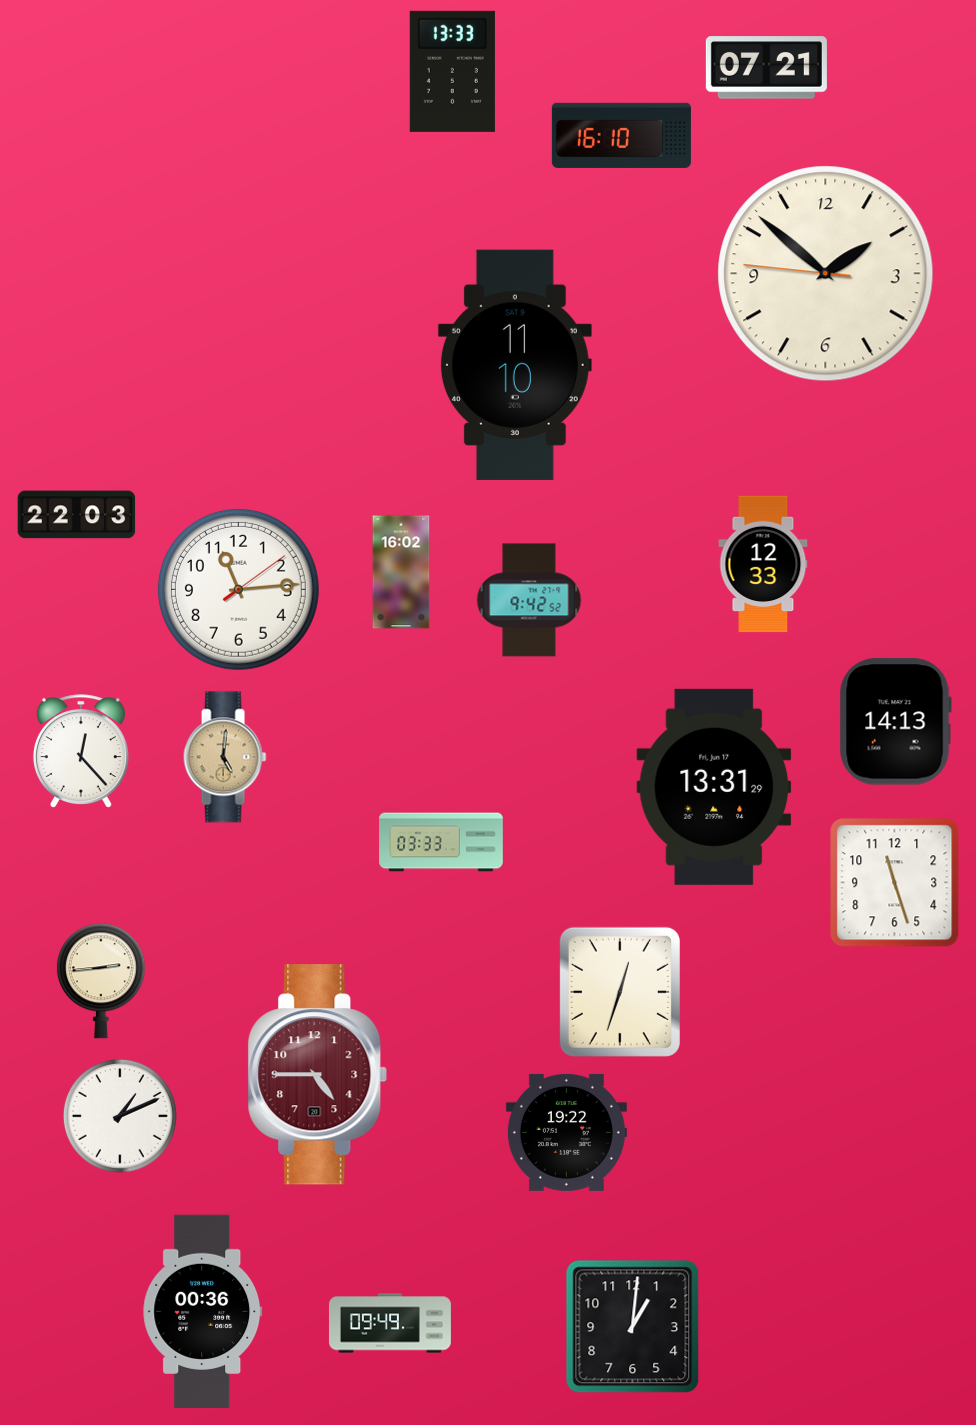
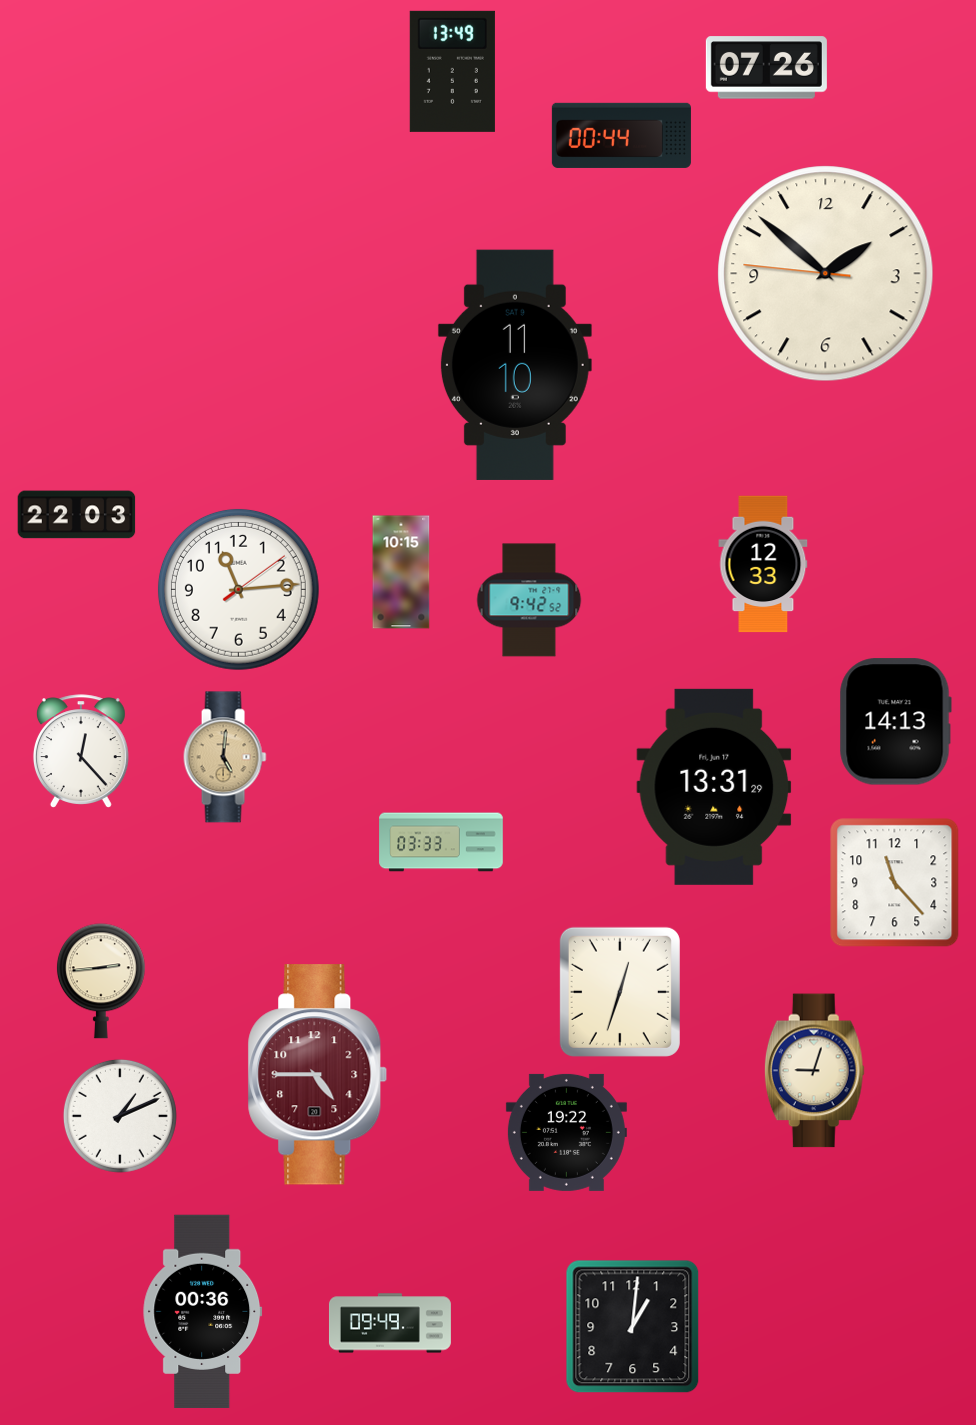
clock at (766, 68): 07:21 -> 07:26
clock at (452, 71): 13:33 -> 13:49
clock at (621, 135): 16:10 -> 00:44
clock at (401, 572): 16:02 -> 10:15
clock at (895, 883): 11:27 -> 11:23
clock at (814, 1071): none -> 9:03
